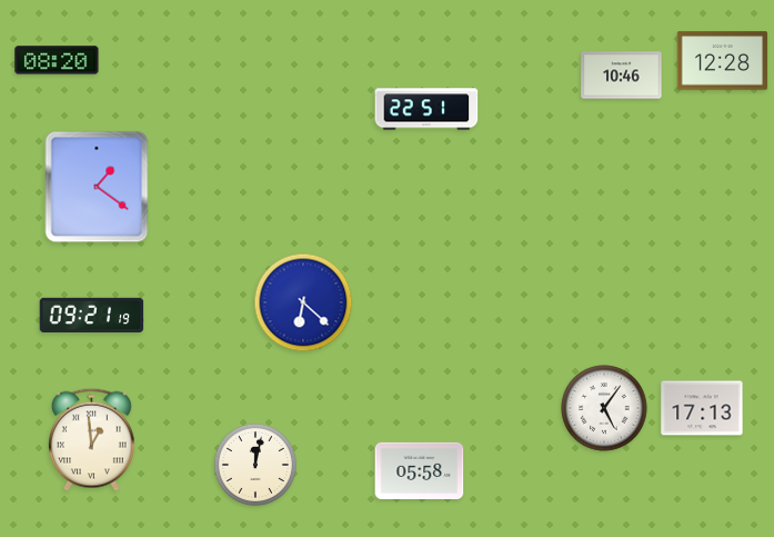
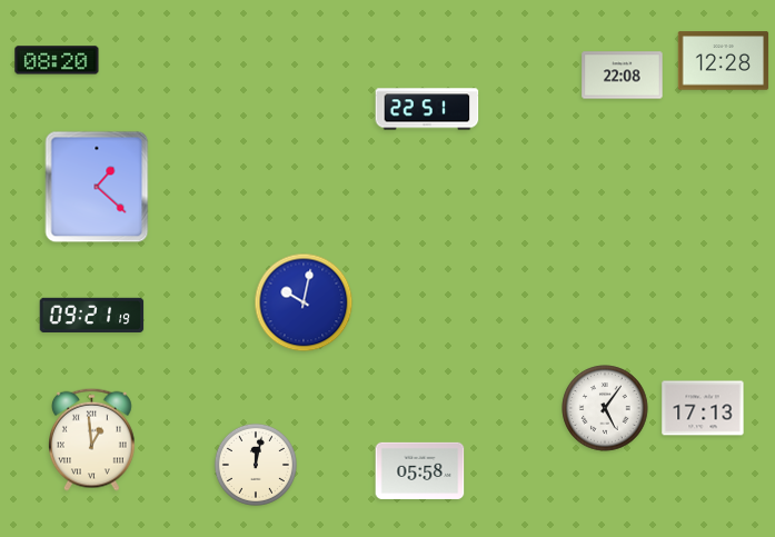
clock at (622, 76): 10:46 -> 22:08
clock at (97, 187): 1:21 -> 1:22
clock at (303, 302): 6:22 -> 10:02
